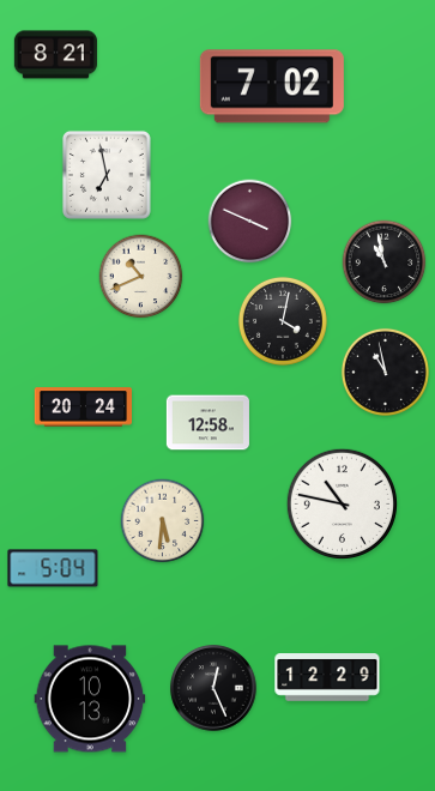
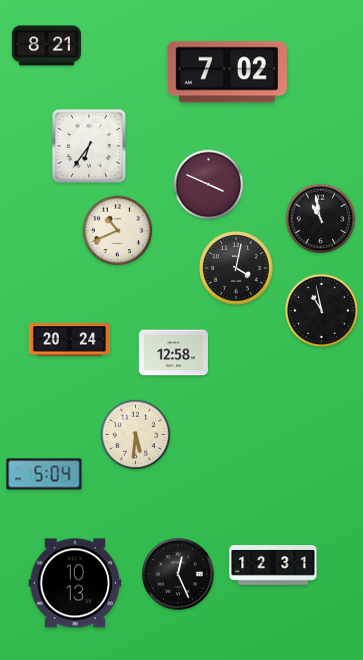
clock at (107, 175): 6:58 -> 6:36
clock at (342, 503): 10:47 -> none
clock at (327, 677): 12:29 -> 12:31
